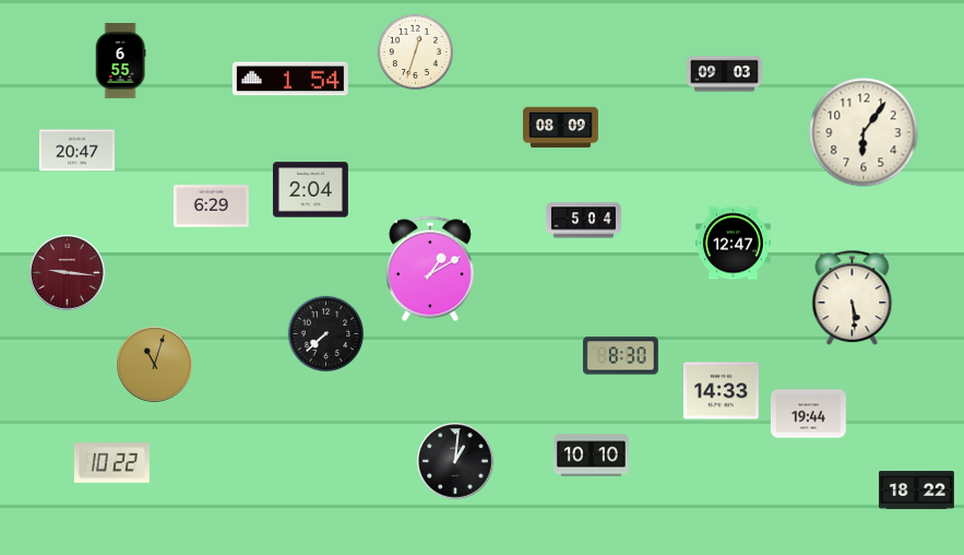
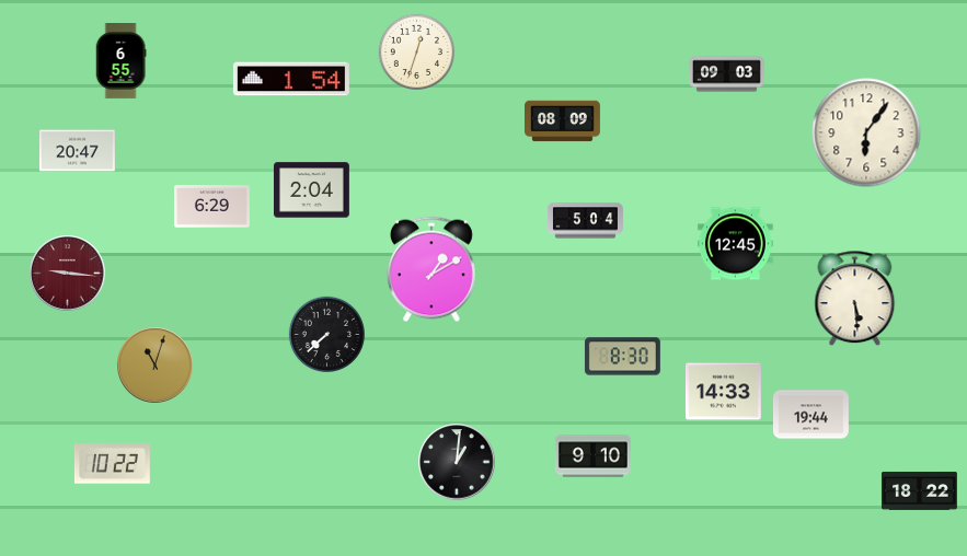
clock at (561, 128) position: (561, 128) -> (563, 121)
clock at (733, 244): 12:47 -> 12:45
clock at (591, 456): 10:10 -> 9:10
